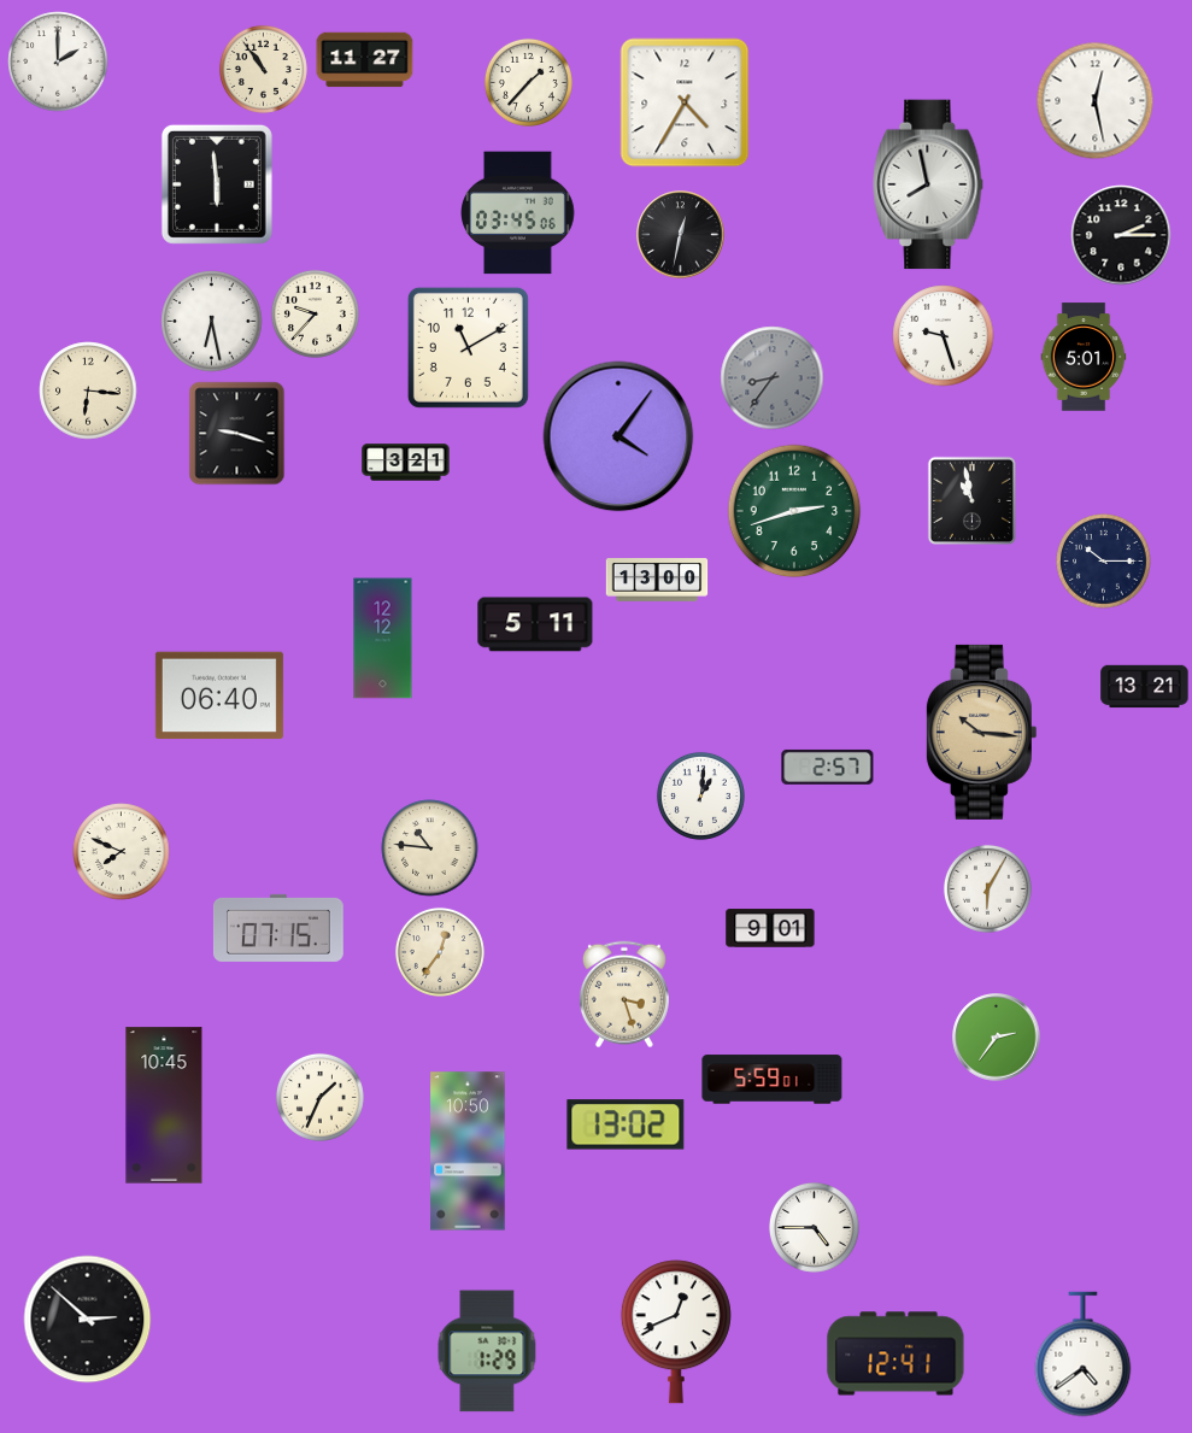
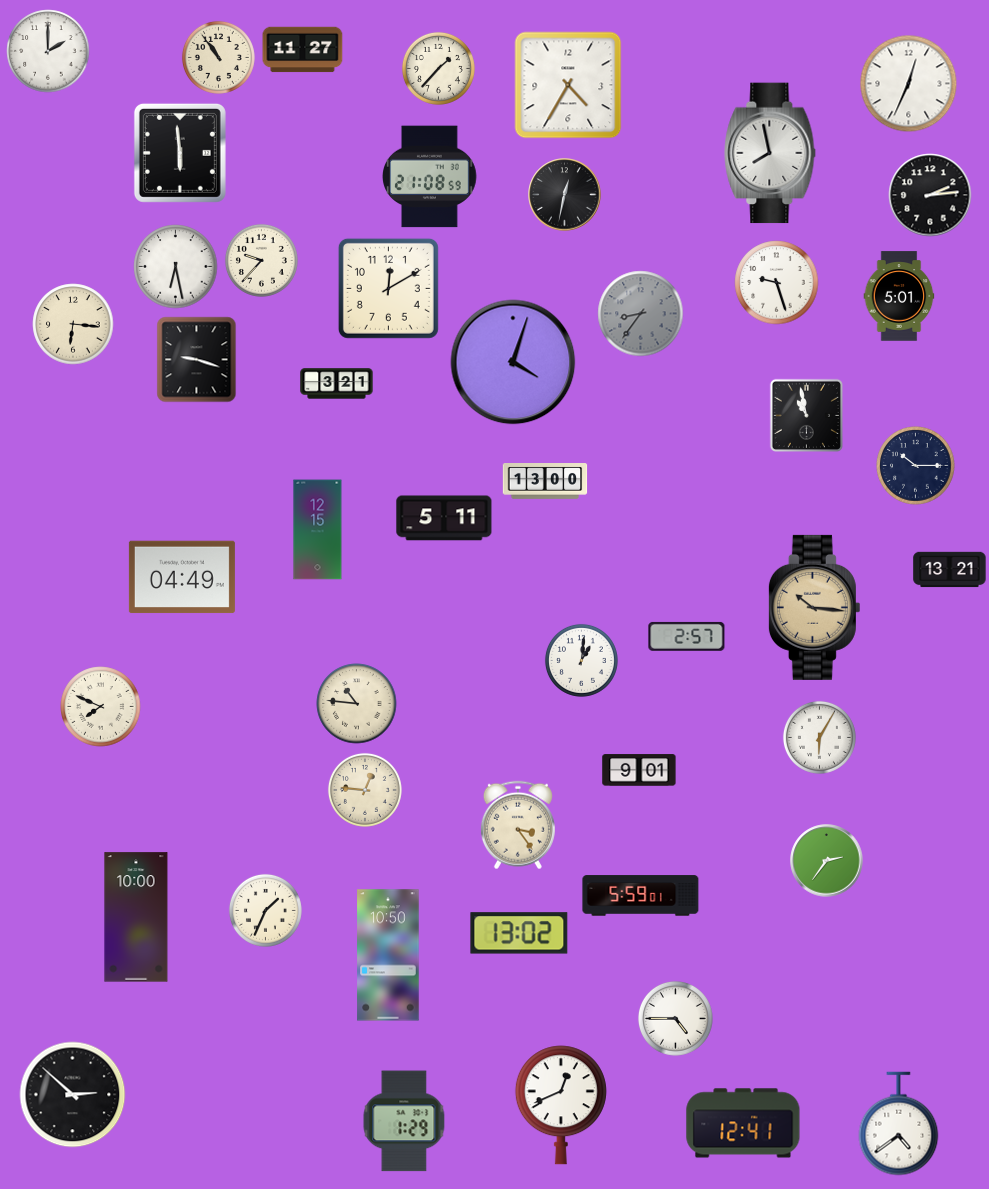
clock at (1096, 101): 12:28 -> 12:34
clock at (518, 213): 03:45 -> 21:08
clock at (1121, 235): 2:15 -> 2:14
clock at (944, 336) position: (944, 336) -> (777, 283)
clock at (468, 347): 11:10 -> 12:10
clock at (618, 436): 4:06 -> 4:03
clock at (794, 511): 2:42 -> none
clock at (383, 639): 12:12 -> 12:15
clock at (219, 695): 06:40 -> 04:49
clock at (278, 928): 07:15 -> none
clock at (440, 952): 12:36 -> 12:46
clock at (624, 994): 3:27 -> 3:24
clock at (164, 1105): 10:45 -> 10:00
